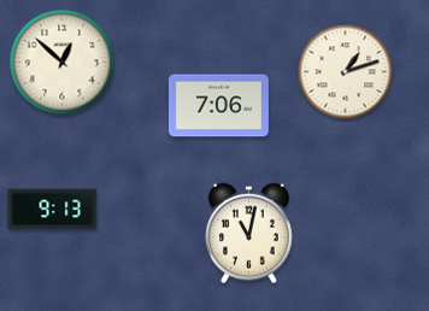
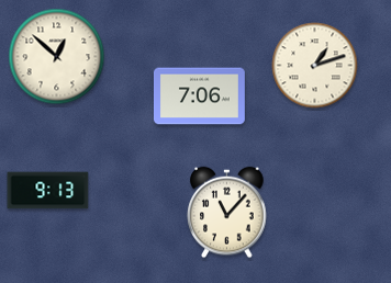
clock at (249, 234): 11:02 -> 11:07
